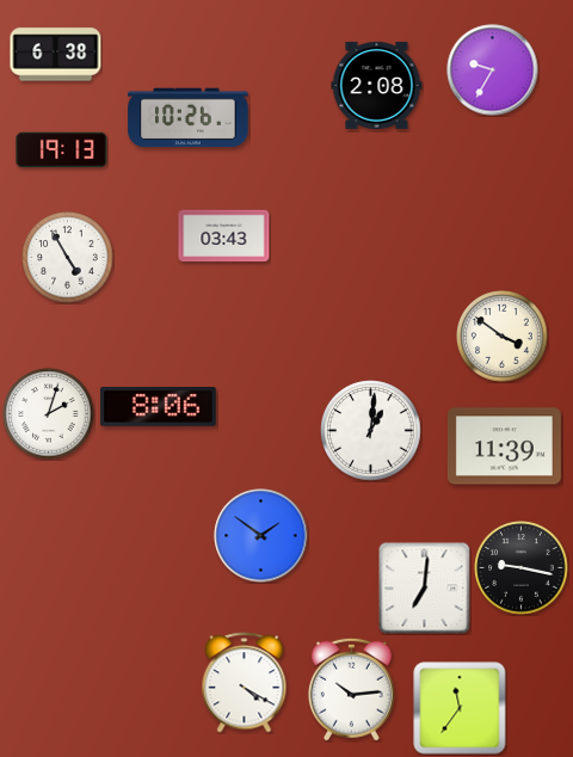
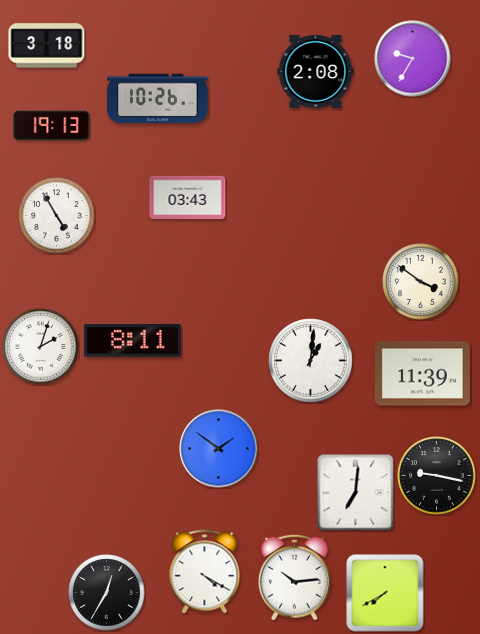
clock at (56, 55): 6:38 -> 3:18
clock at (158, 407): 8:06 -> 8:11
clock at (107, 593): none -> 12:35
clock at (460, 708): 11:36 -> 7:40
